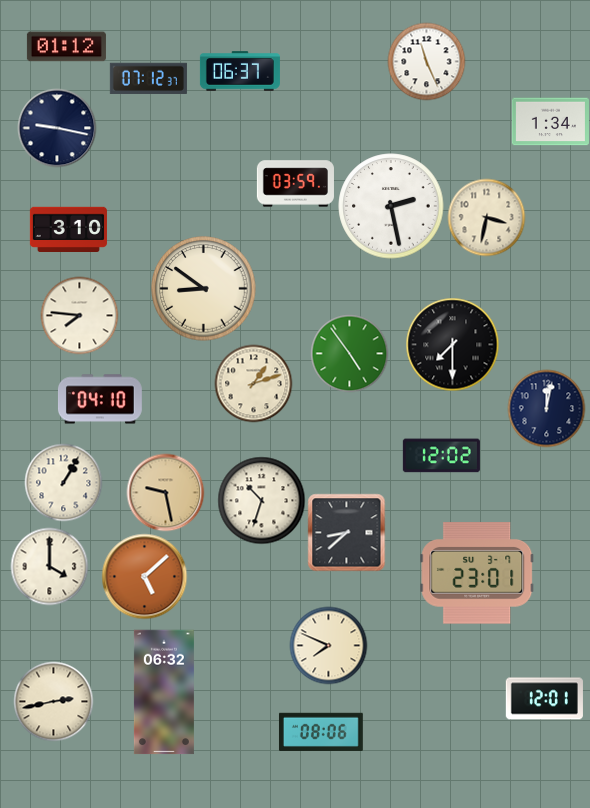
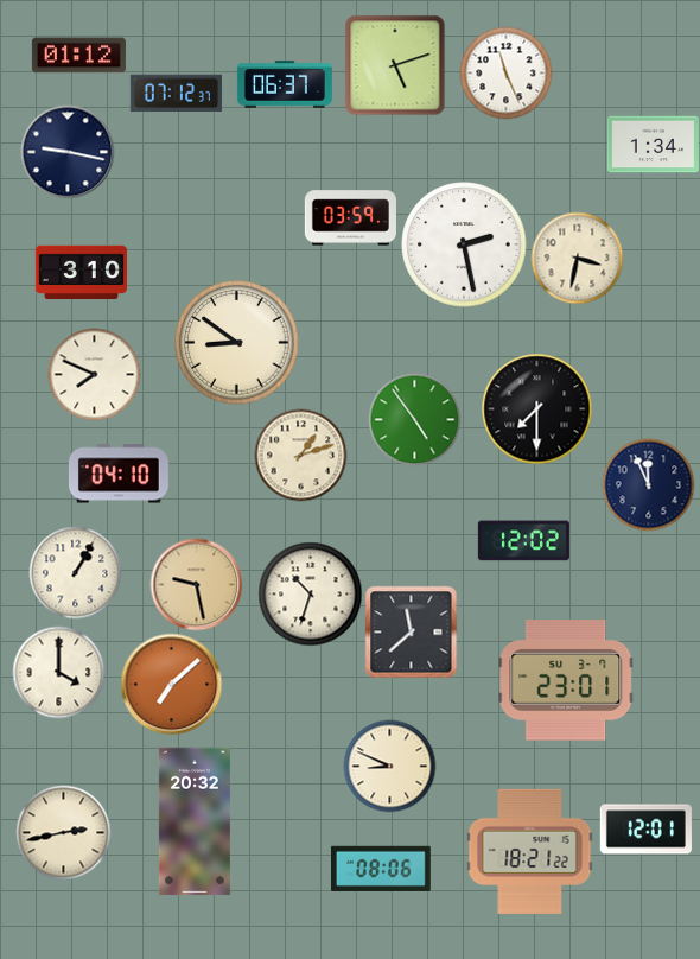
clock at (395, 65): none -> 5:12
clock at (204, 289) position: (204, 289) -> (237, 343)
clock at (79, 315): 7:46 -> 7:49
clock at (546, 408): 12:02 -> 11:56
clock at (346, 532): 8:38 -> 11:38
clock at (144, 576): 5:08 -> 7:08
clock at (328, 645): 7:49 -> 8:49
clock at (164, 692): 06:32 -> 20:32
clock at (530, 851): none -> 18:21
